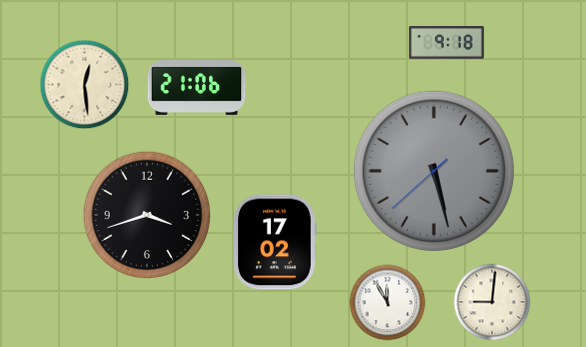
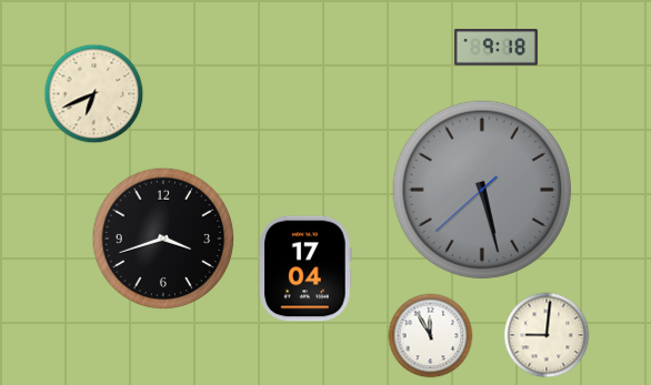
clock at (85, 85): 12:29 -> 6:41
clock at (197, 87): 21:06 -> none
clock at (276, 242): 17:02 -> 17:04
